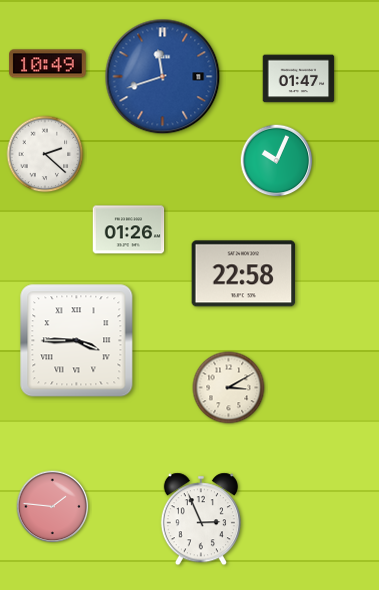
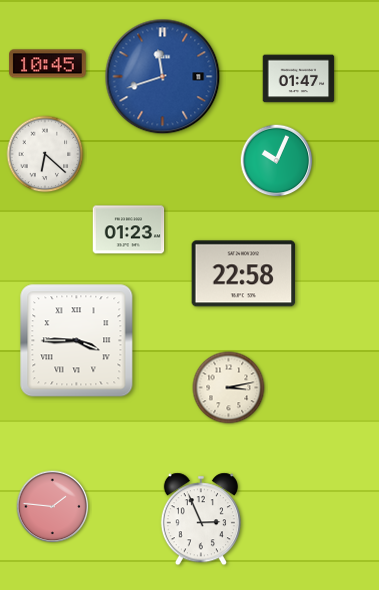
clock at (48, 64): 10:49 -> 10:45
clock at (45, 154): 2:22 -> 6:22
clock at (129, 230): 01:26 -> 01:23
clock at (229, 388): 3:10 -> 3:13
